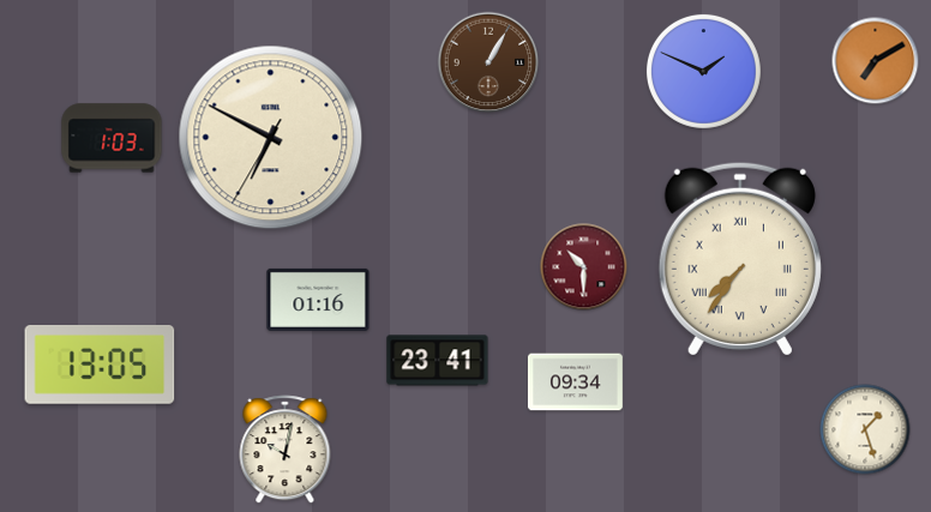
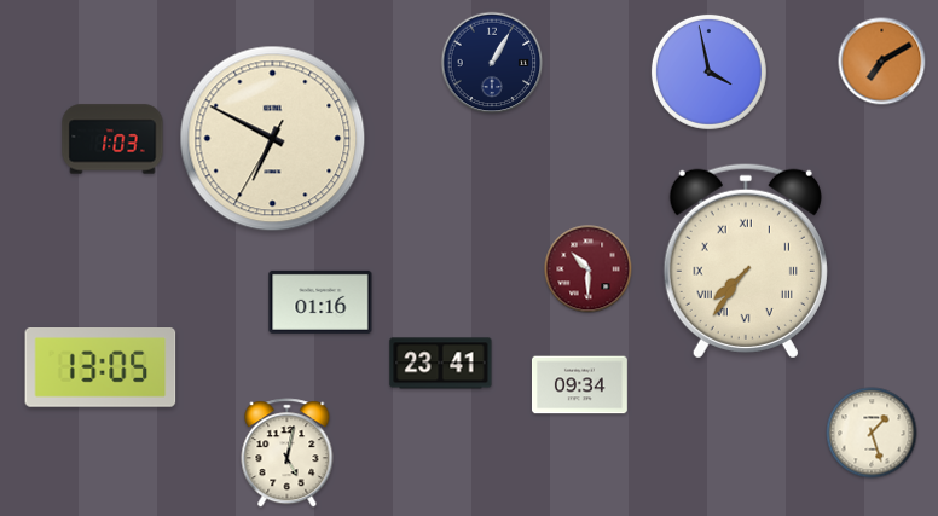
clock at (488, 62) dial: brown -> navy
clock at (703, 71): 1:49 -> 3:58
clock at (286, 450): 10:02 -> 5:02
